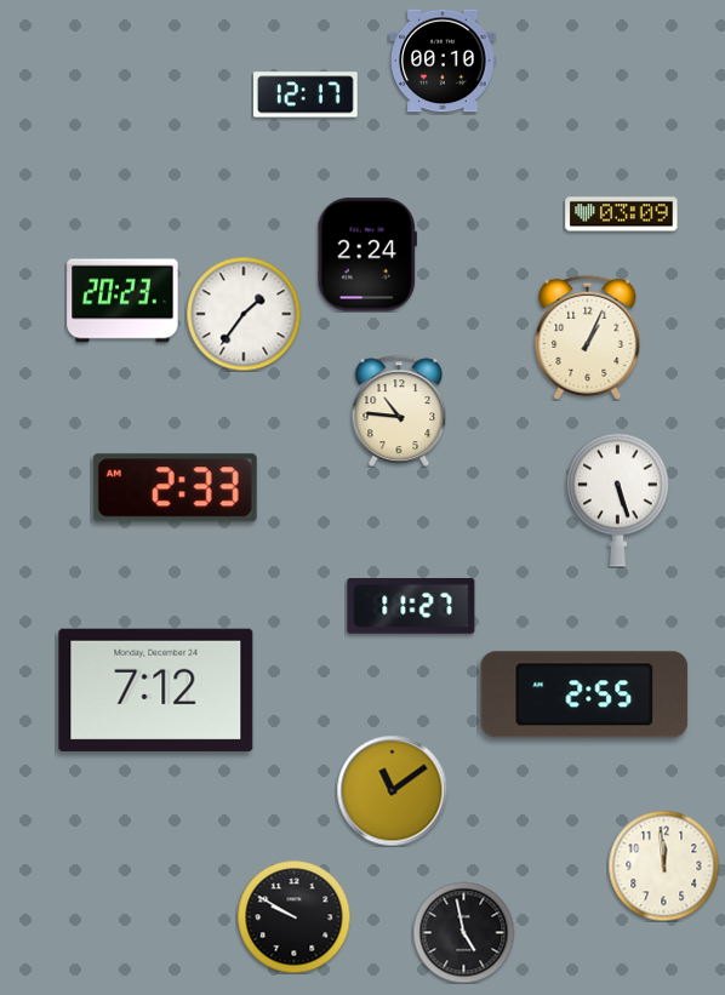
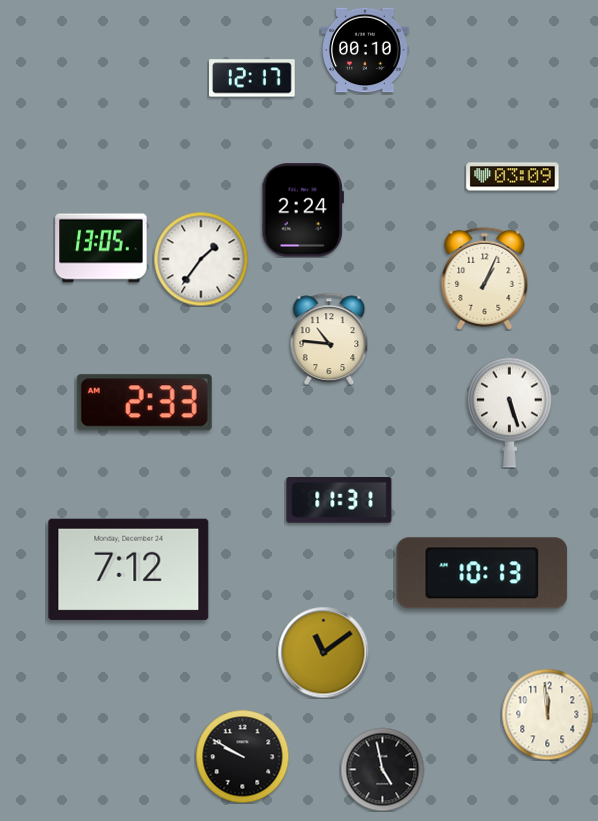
clock at (122, 301): 20:23 -> 13:05
clock at (411, 607): 11:27 -> 11:31
clock at (584, 694): 2:55 -> 10:13
